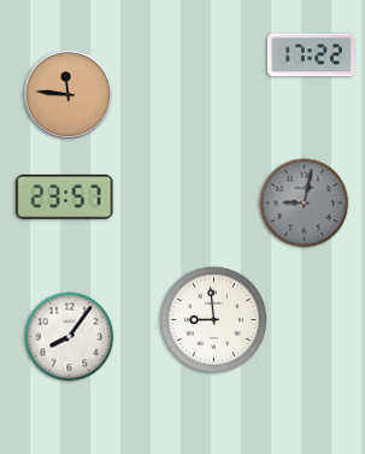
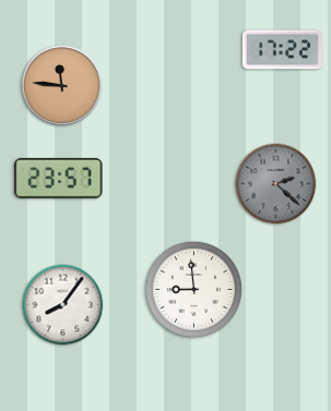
clock at (305, 204): 9:02 -> 2:22
